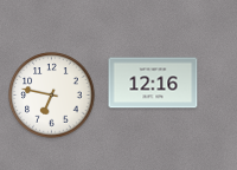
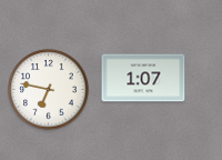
clock at (153, 83): 12:16 -> 1:07
